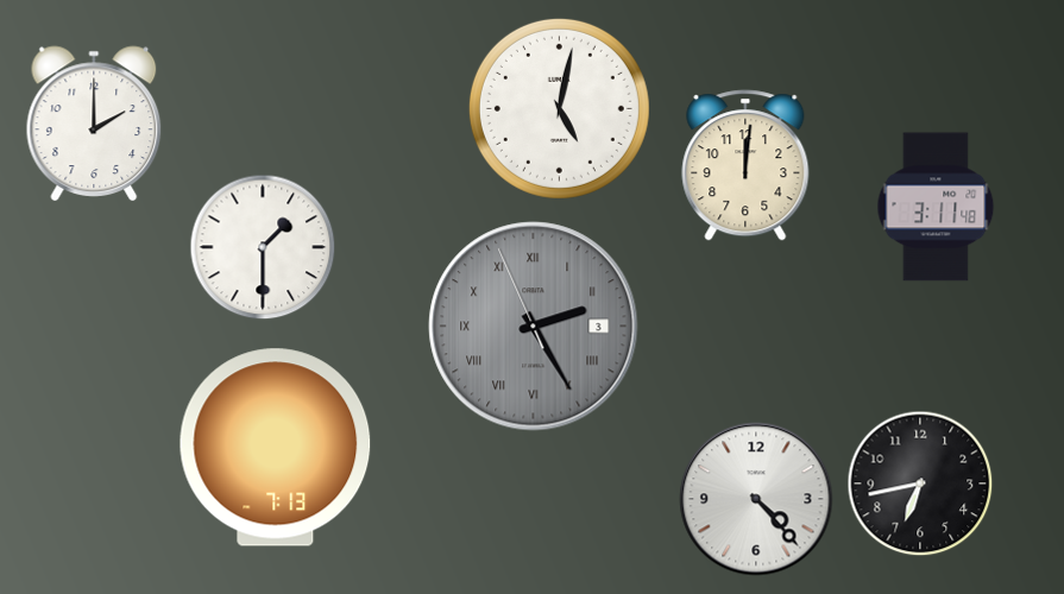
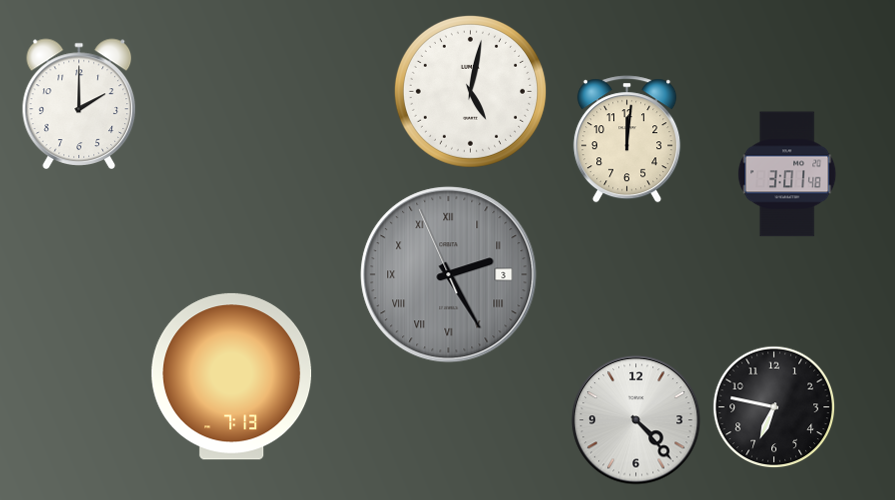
clock at (936, 207): 3:11 -> 3:01
clock at (263, 247): 1:30 -> none
clock at (920, 484): 6:43 -> 6:47
